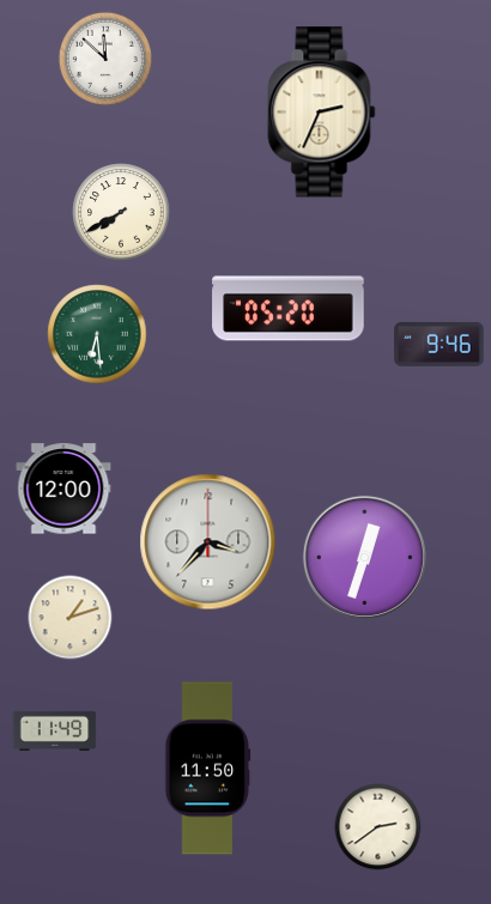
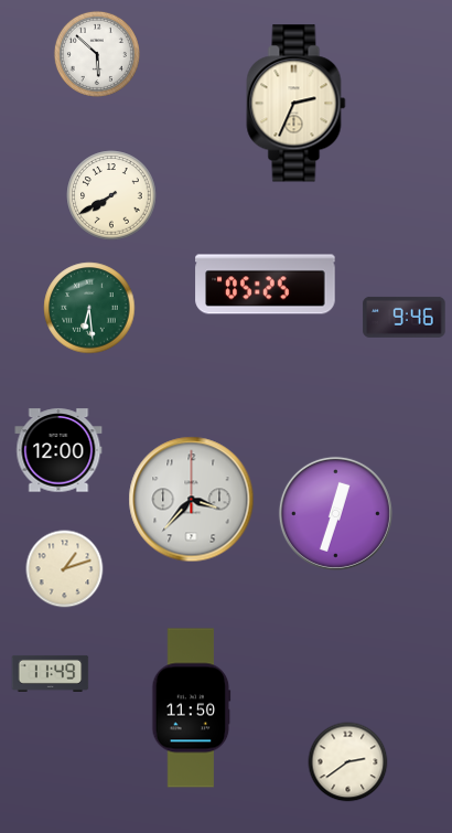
clock at (105, 59): 11:52 -> 5:52
clock at (289, 309): 05:20 -> 05:25
